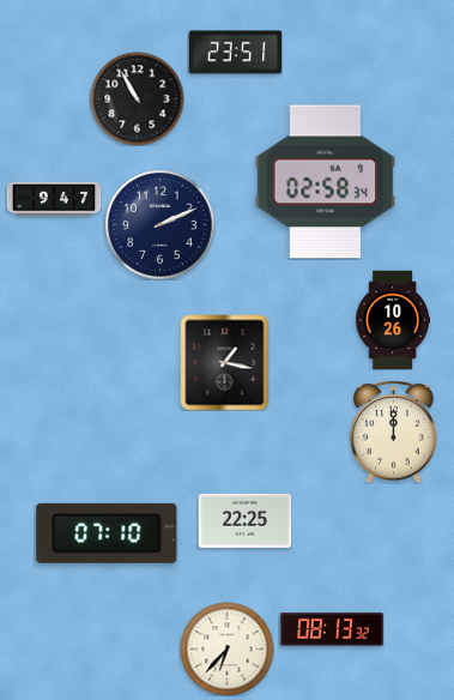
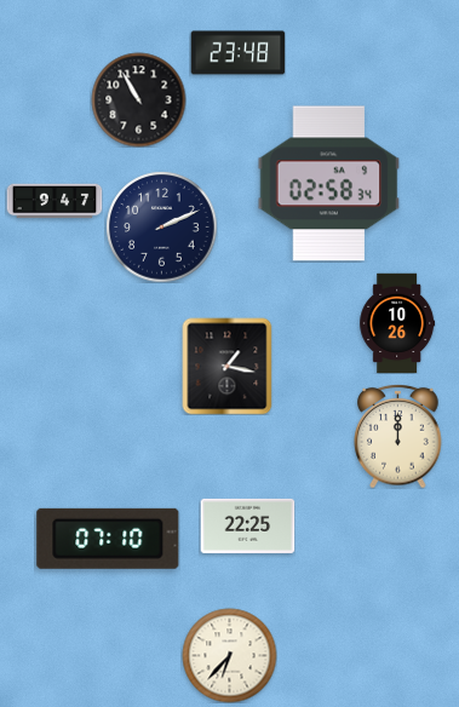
clock at (235, 53): 23:51 -> 23:48
clock at (331, 630): 08:13 -> none
